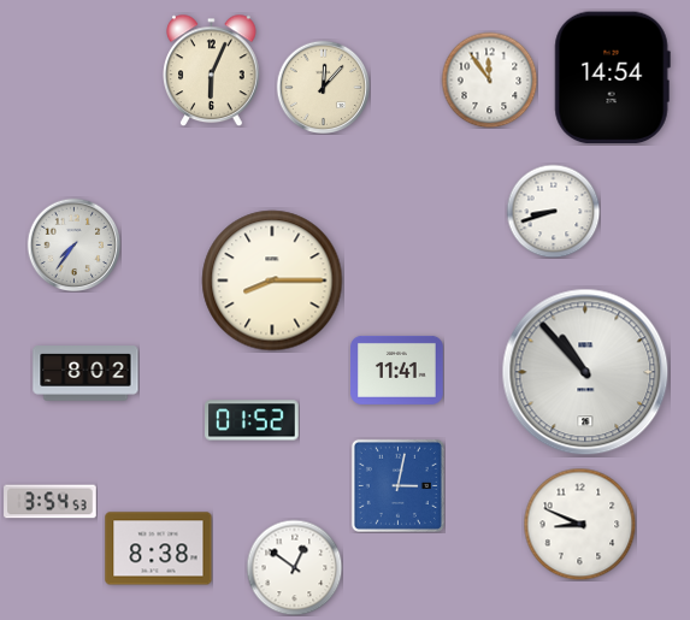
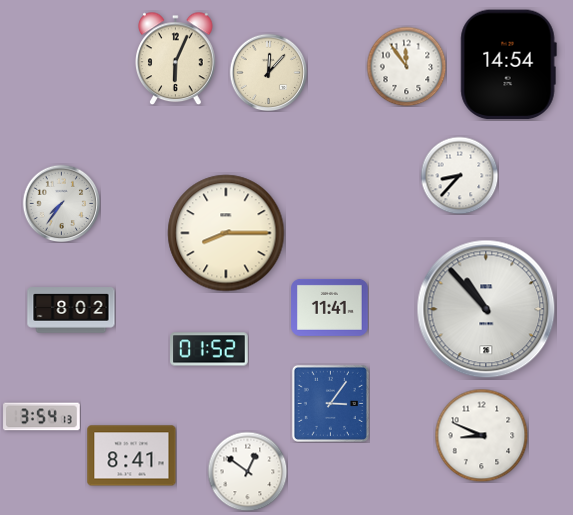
clock at (553, 211): 8:42 -> 8:37
clock at (397, 485): 3:02 -> 3:06
clock at (51, 502): 3:54:53 -> 3:54:13
clock at (159, 549): 8:38 -> 8:41
clock at (294, 567) position: (294, 567) -> (247, 471)
